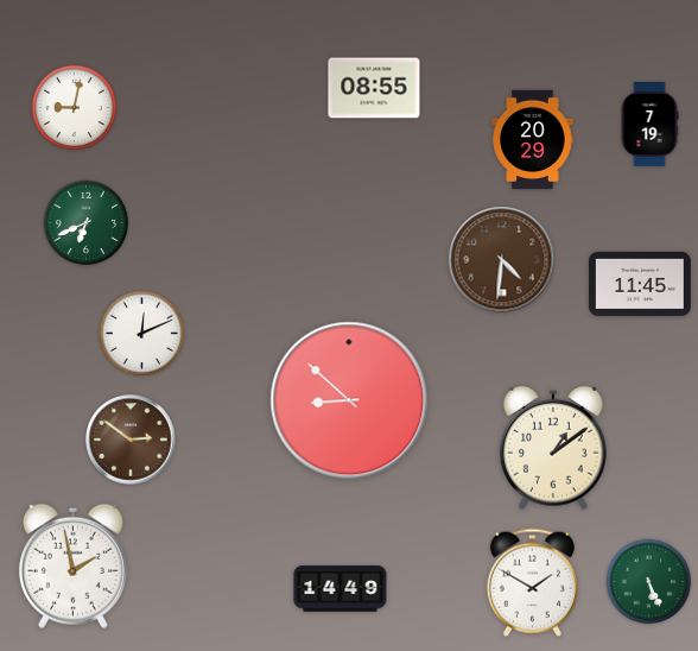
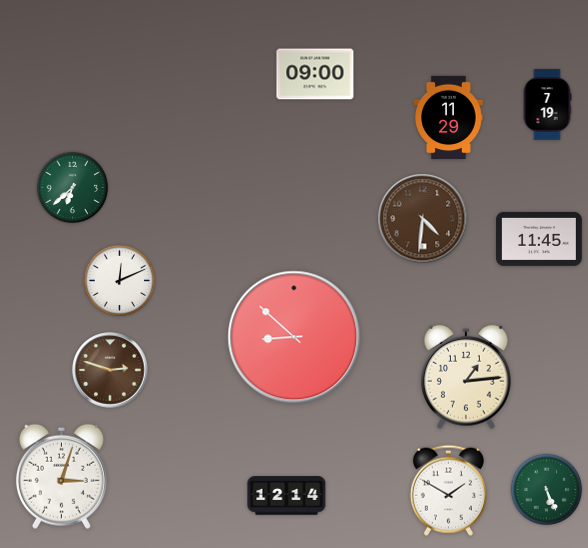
clock at (374, 88): 08:55 -> 09:00
clock at (75, 108): 9:02 -> none
clock at (533, 140): 20:29 -> 11:29
clock at (87, 223): 6:41 -> 6:38
clock at (131, 440): 2:51 -> 2:48
clock at (553, 448): 1:09 -> 1:14
clock at (72, 565): 1:58 -> 3:03
clock at (341, 589): 14:49 -> 12:14
